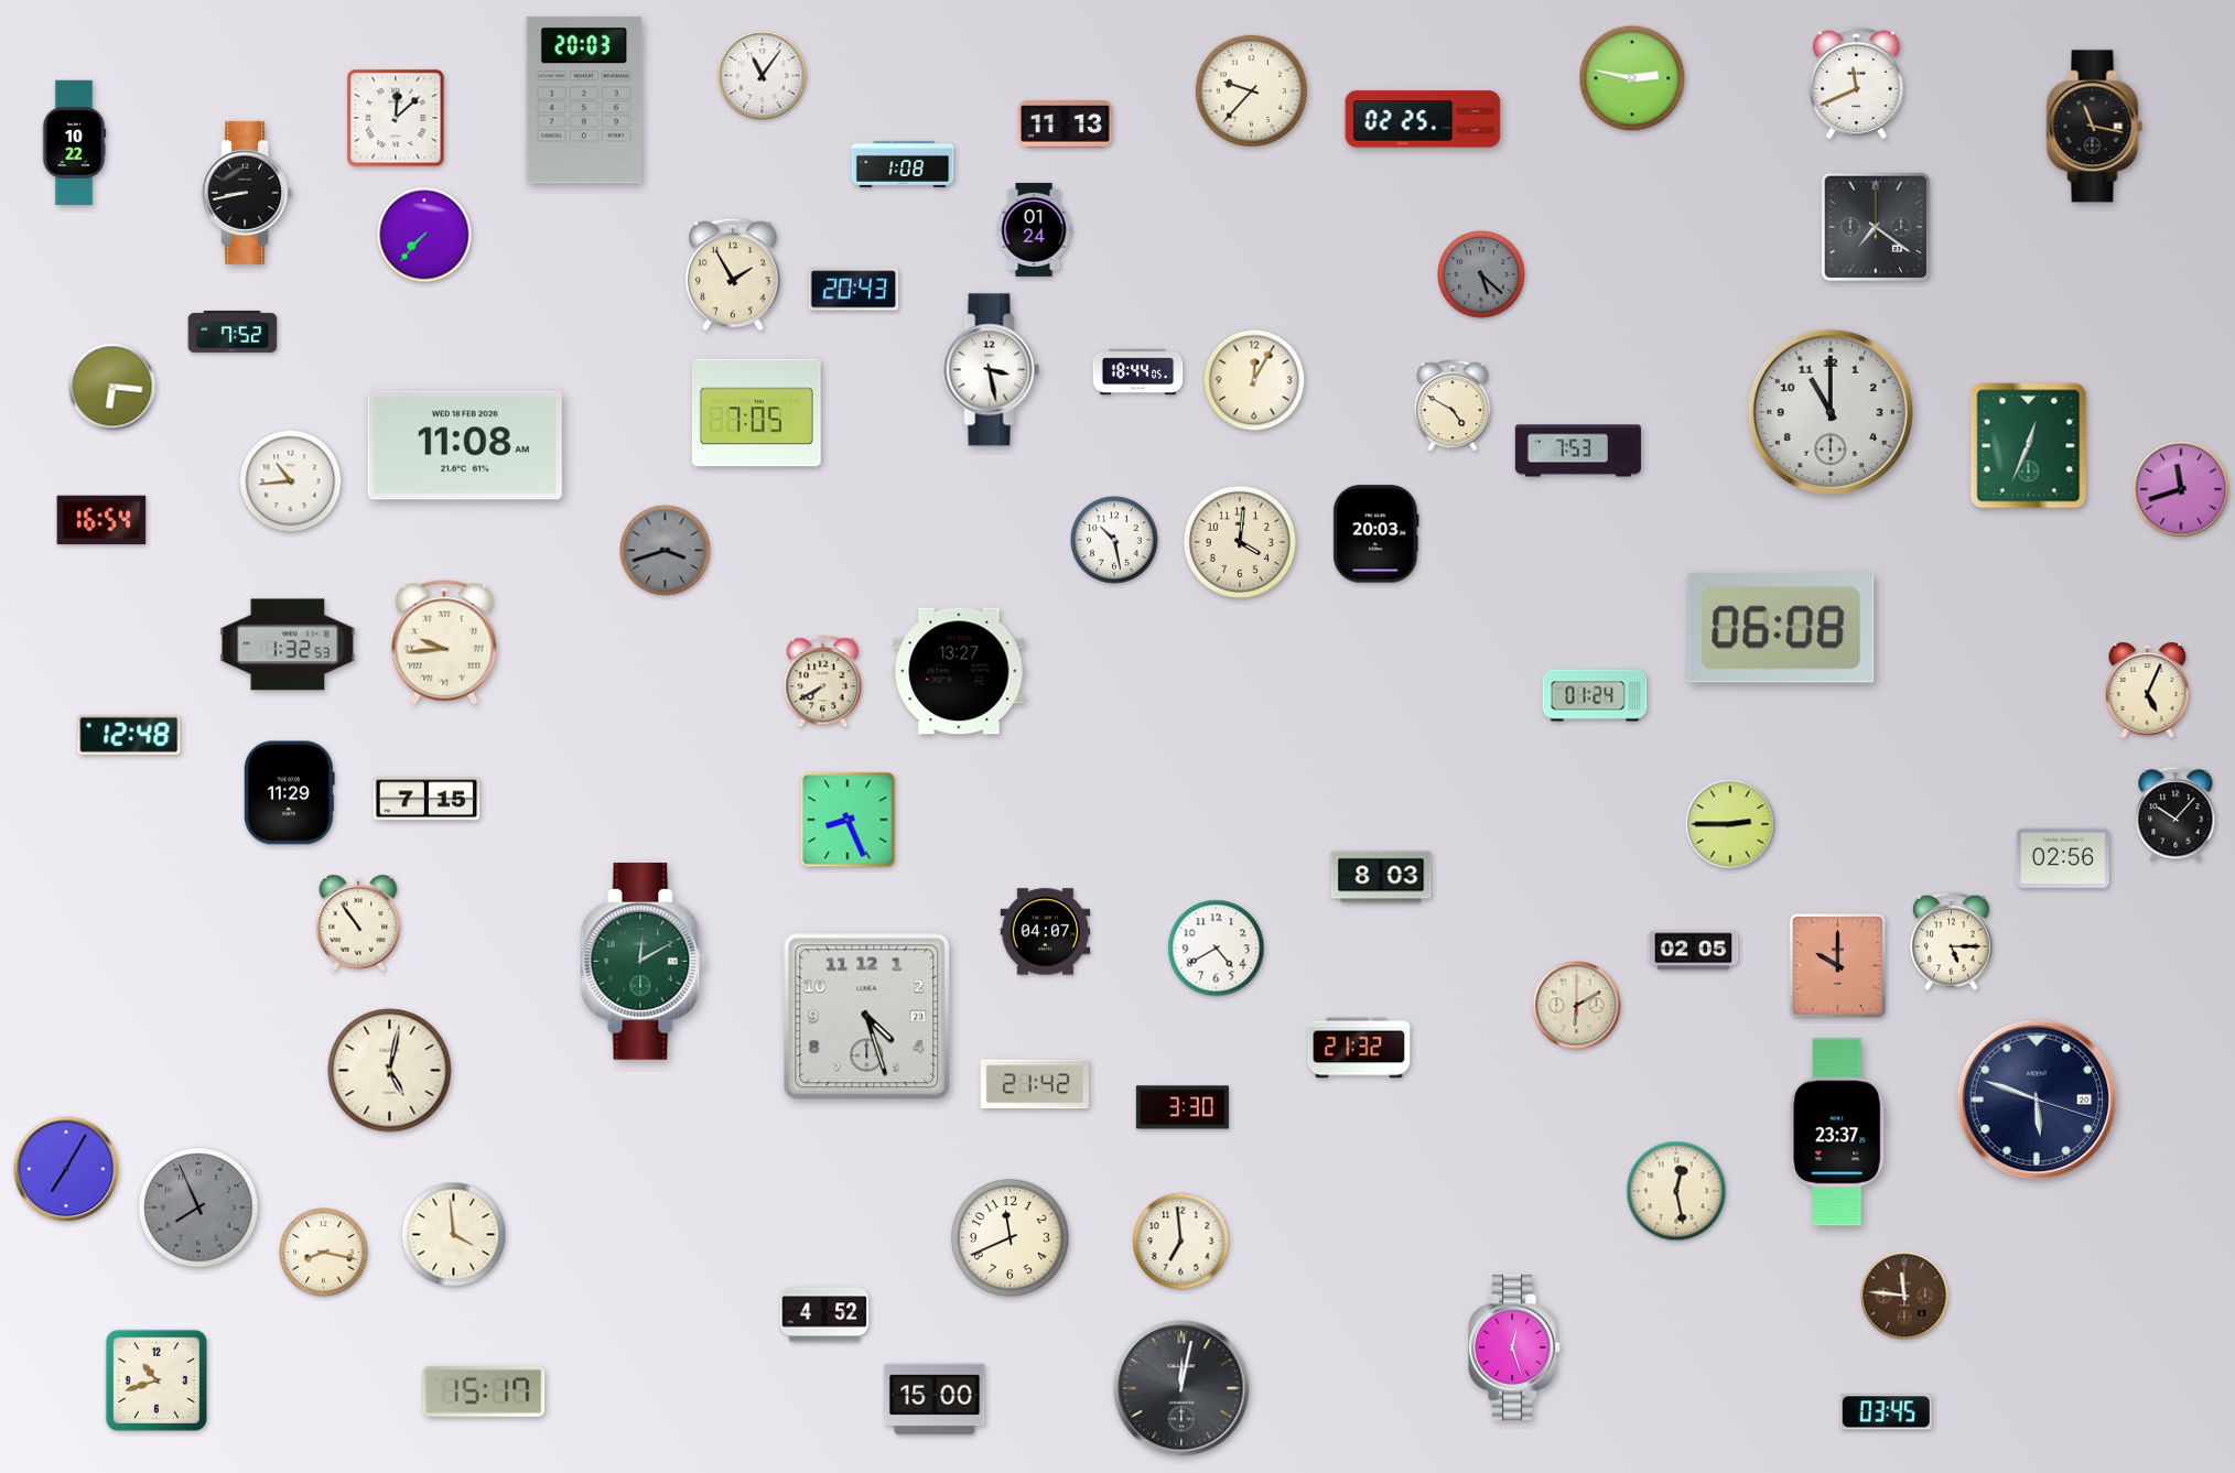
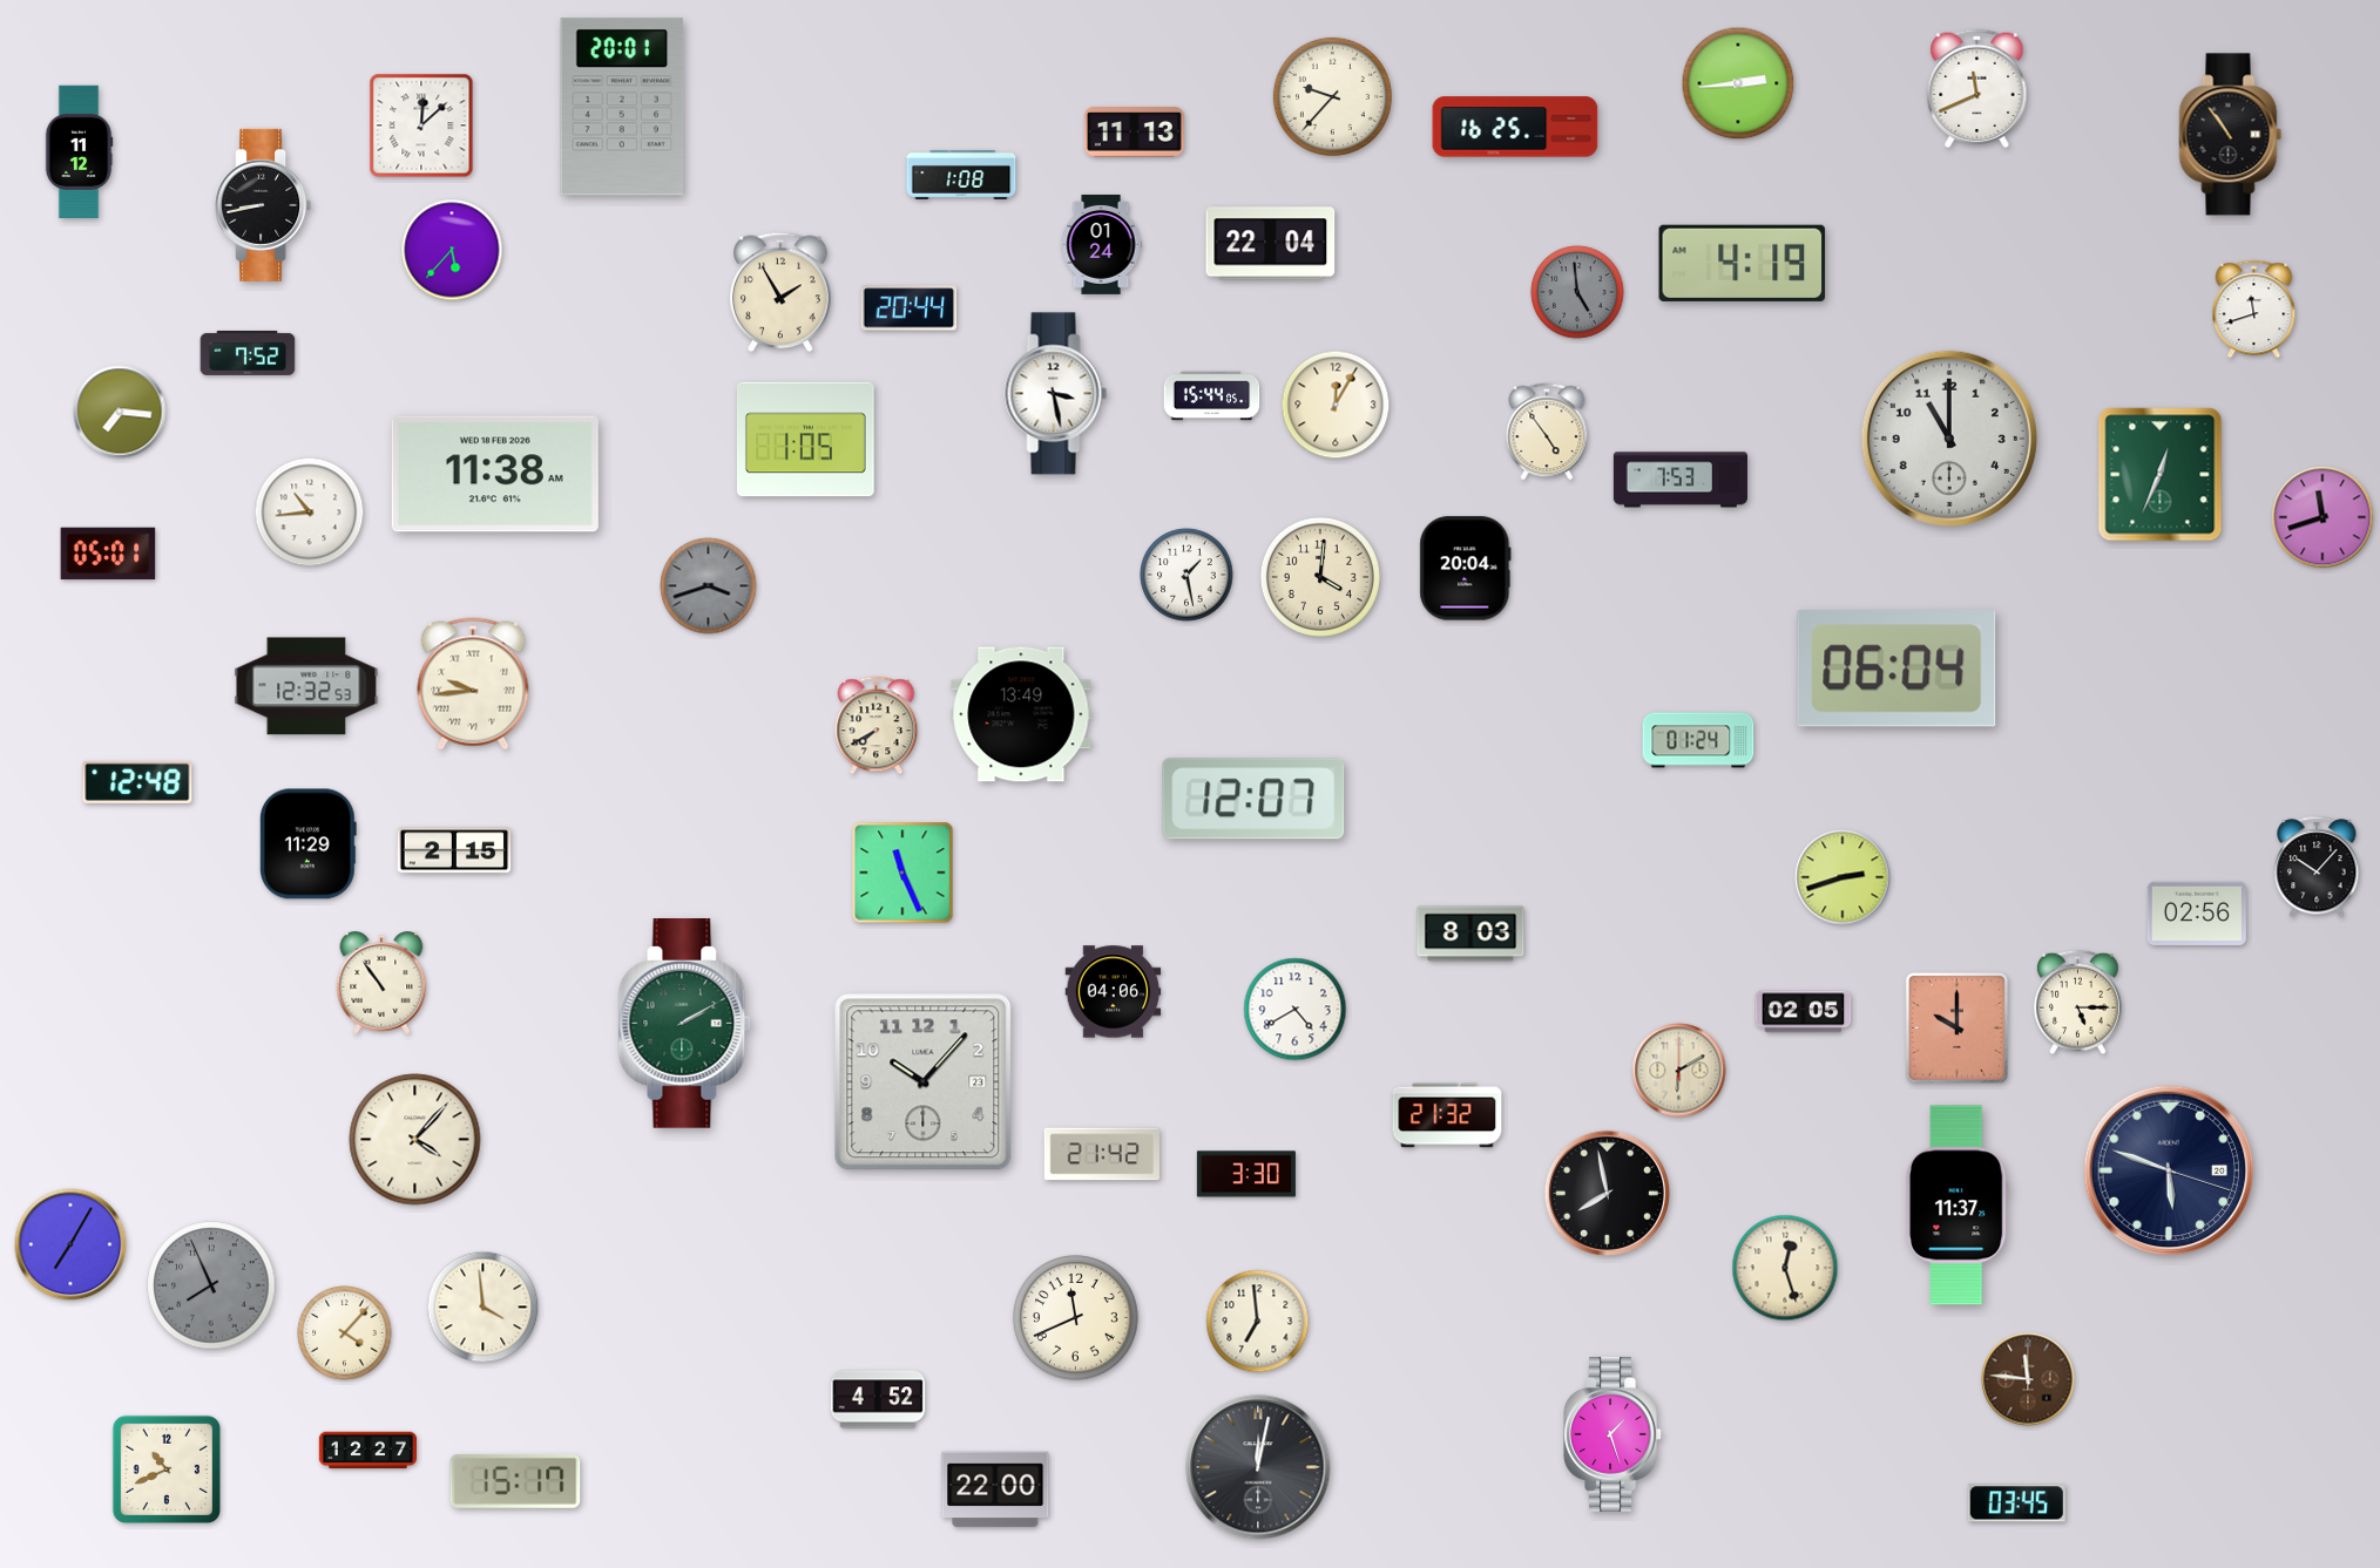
clock at (763, 76): 11:06 -> none
clock at (1632, 78): 2:47 -> 2:44
clock at (584, 100): 20:03 -> 20:01
clock at (1423, 119): 02:25 -> 16:25
clock at (2095, 127): 11:17 -> 10:54
clock at (74, 143): 10:22 -> 11:12
clock at (1876, 227): 7:21 -> none
clock at (1271, 244): none -> 22:04
clock at (424, 235): 7:37 -> 5:37
clock at (1743, 263): none -> 4:19
clock at (1481, 274): 5:22 -> 4:59
clock at (854, 290): 20:43 -> 20:44
clock at (2254, 310): none -> 11:42
clock at (1138, 372): 18:44 -> 15:44
clock at (112, 387): 6:16 -> 7:16
clock at (1453, 405): 4:50 -> 4:54
clock at (757, 413): 7:05 -> 1:05
clock at (465, 445): 11:08 -> 11:38
clock at (2181, 489) position: (2181, 489) -> (2322, 517)
clock at (101, 520): 16:54 -> 05:01
clock at (1376, 534): 20:03 -> 20:04
clock at (1114, 540): 10:28 -> 1:28
clock at (1781, 628): 06:08 -> 06:04
clock at (288, 645): 1:32 -> 12:32
clock at (959, 671): 13:27 -> 13:49
clock at (2148, 690): 5:04 -> none
clock at (1253, 799): none -> 12:07
clock at (427, 799): 7:15 -> 2:15
clock at (847, 820): 8:26 -> 11:26
clock at (1730, 824): 2:45 -> 2:42
clock at (1046, 932): 04:07 -> 04:06
clock at (644, 962): 12:10 -> 2:10
clock at (867, 1017): 4:27 -> 10:07
clock at (390, 1071): 5:02 -> 4:07
clock at (1183, 1107) position: (1183, 1107) -> (1246, 1174)
clock at (1607, 1193): none -> 7:58
clock at (1838, 1133): 23:37 -> 11:37
clock at (1676, 1191): 12:28 -> 12:27
clock at (454, 1235) position: (454, 1235) -> (484, 1308)
clock at (324, 1253): 8:17 -> 4:07
clock at (1514, 1347): 12:27 -> 1:27
clock at (367, 1451): none -> 12:27
clock at (156, 1380): 10:42 -> 10:41
clock at (1181, 1388) position: (1181, 1388) -> (1258, 1467)
clock at (935, 1399): 15:00 -> 22:00
clock at (1886, 1412) position: (1886, 1412) -> (2016, 1503)
